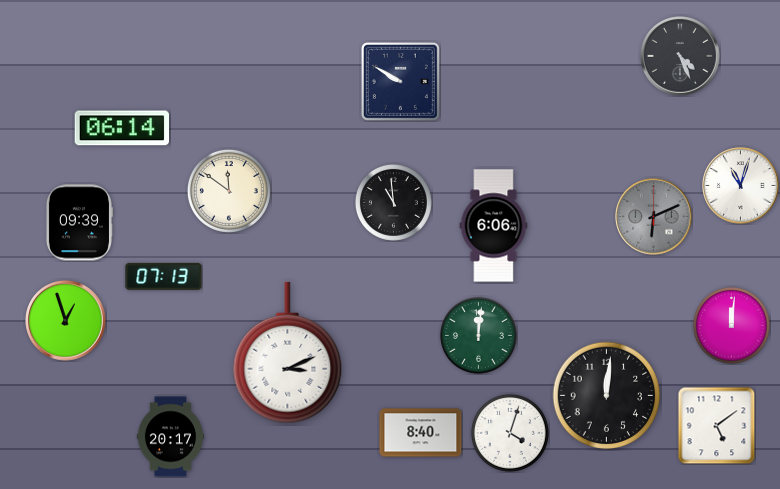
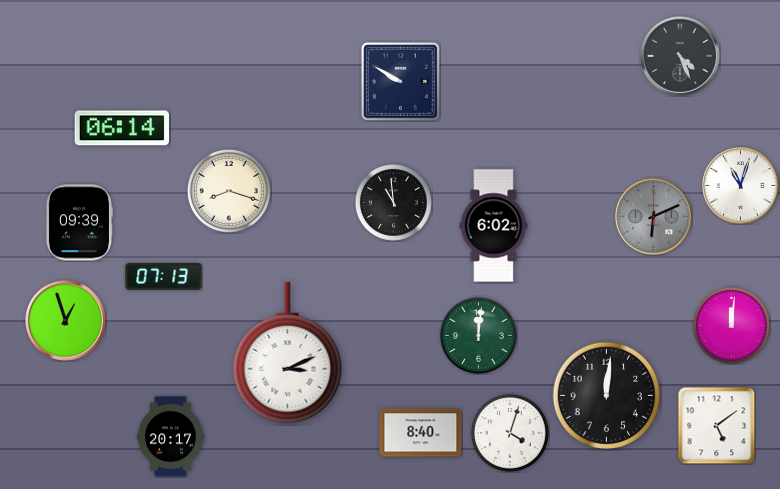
clock at (229, 191): 11:51 -> 8:18
clock at (494, 226): 6:06 -> 6:02
